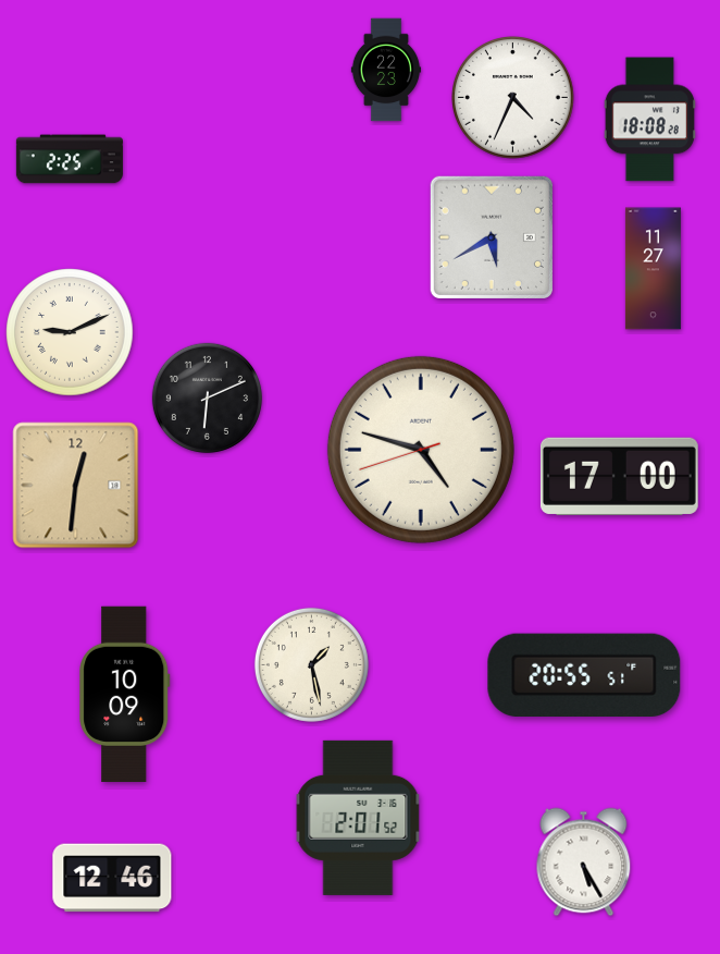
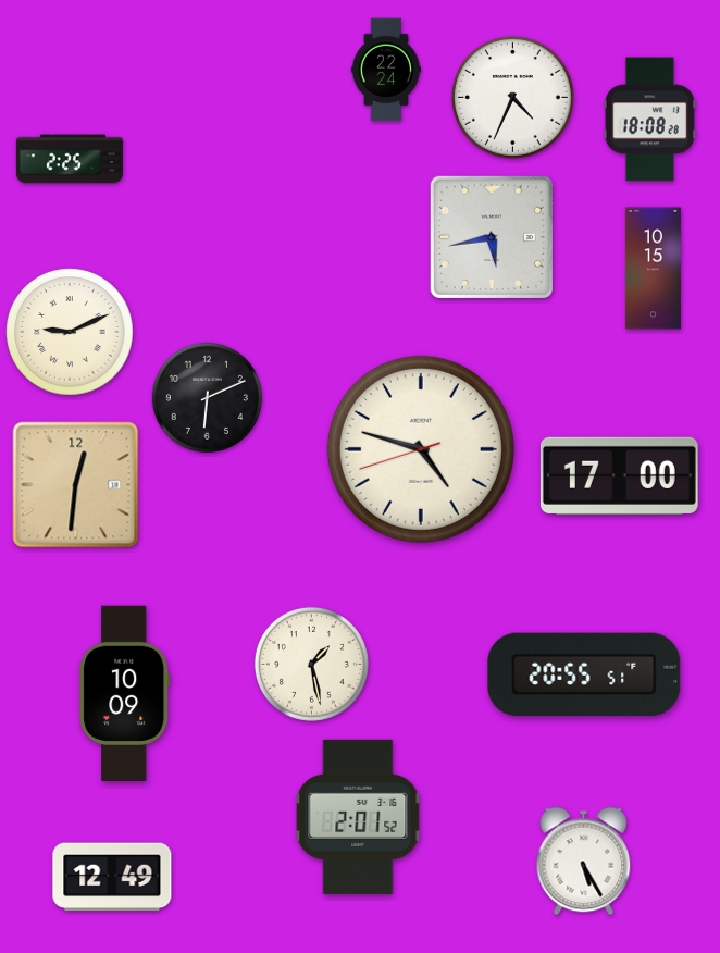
clock at (385, 70): 22:23 -> 22:24
clock at (492, 237): 5:40 -> 5:43
clock at (653, 269): 11:27 -> 10:15
clock at (112, 878): 12:46 -> 12:49
